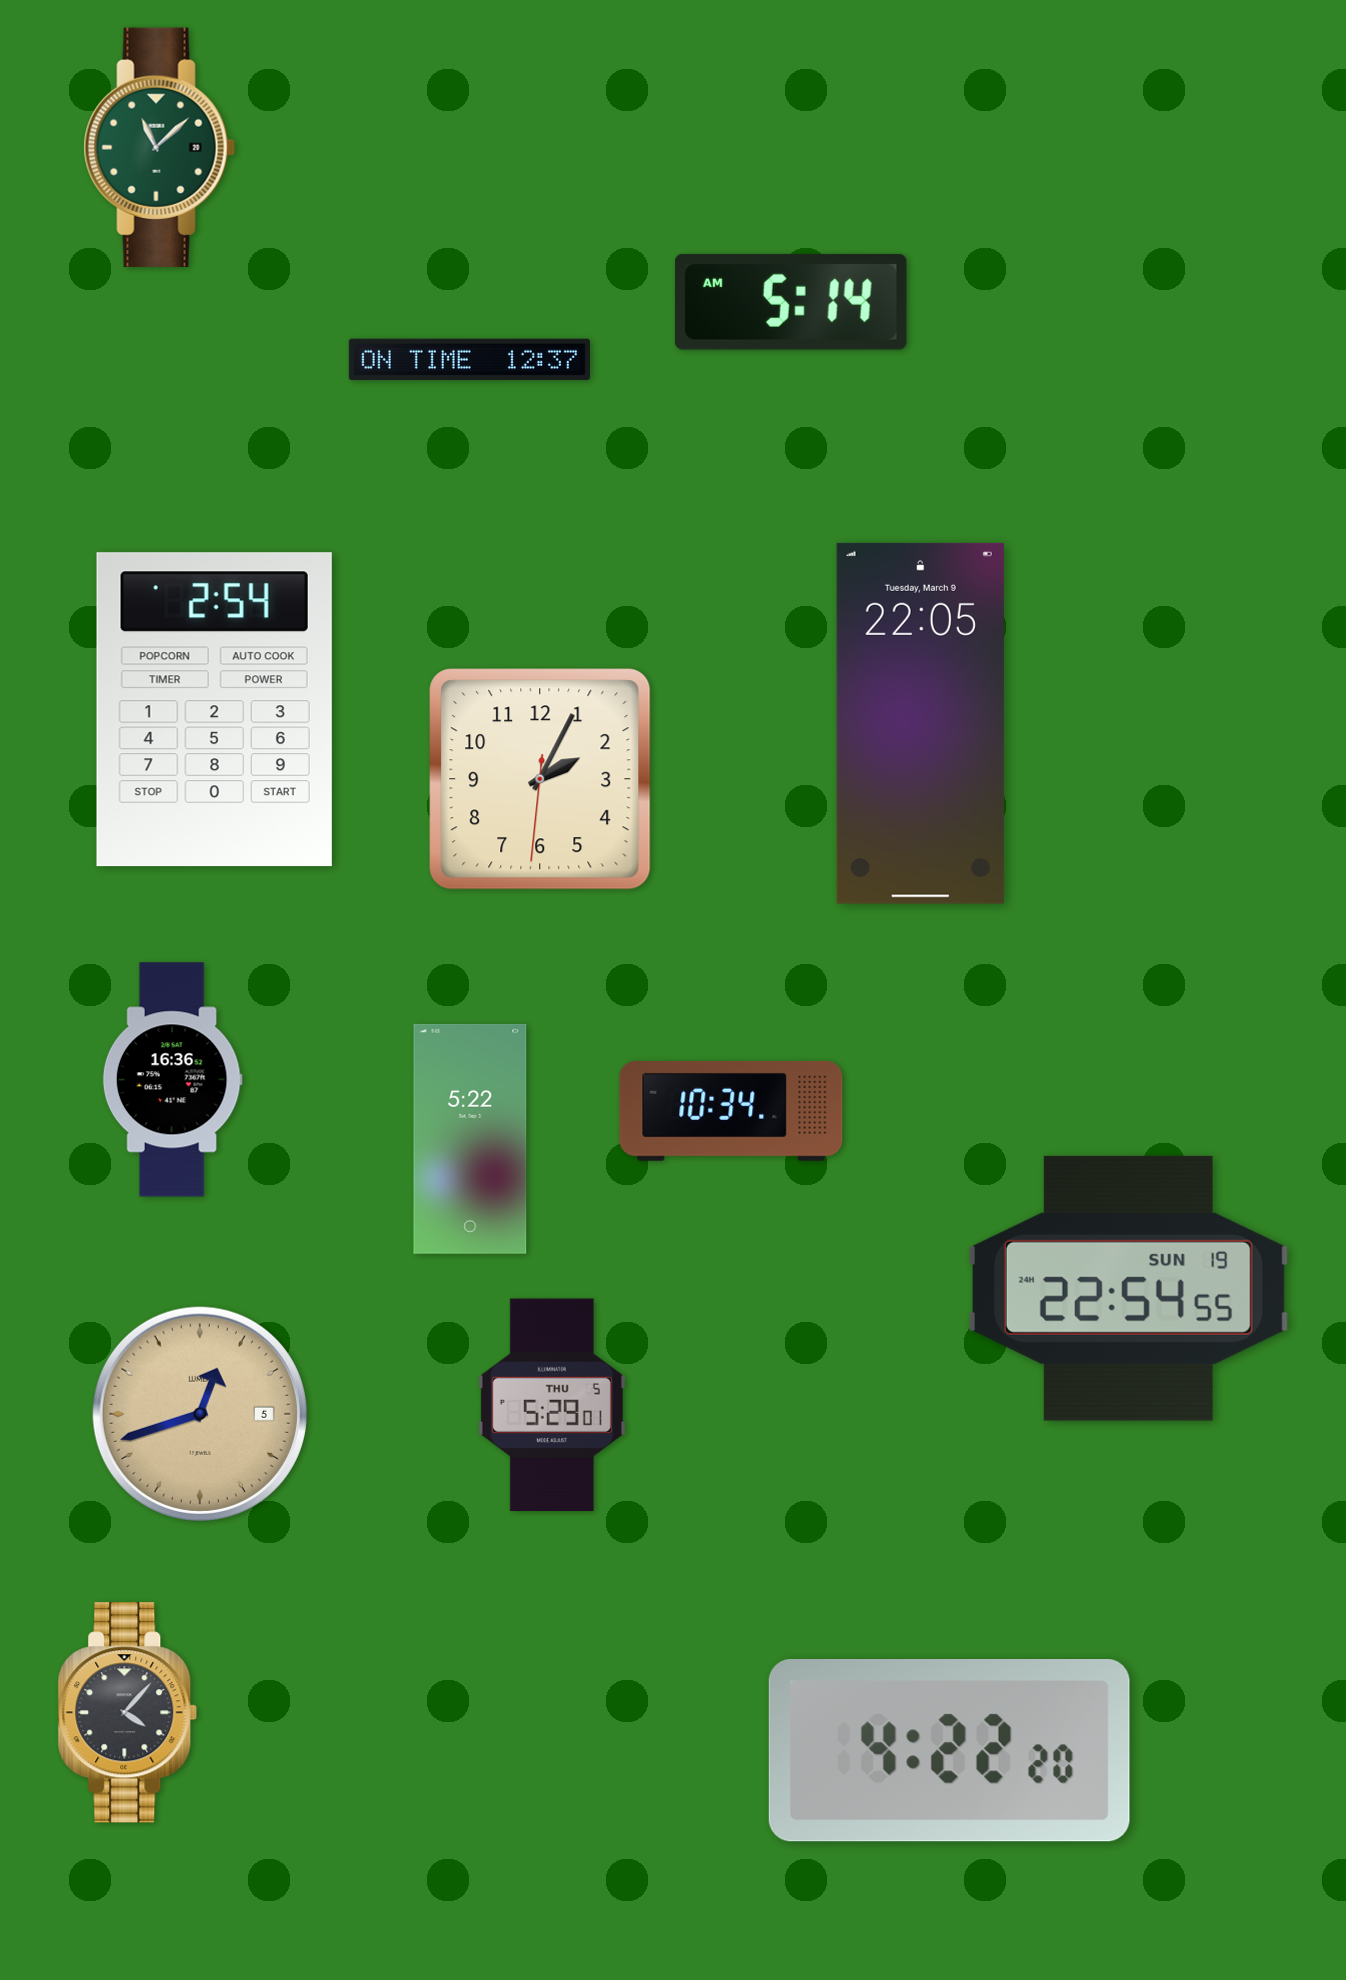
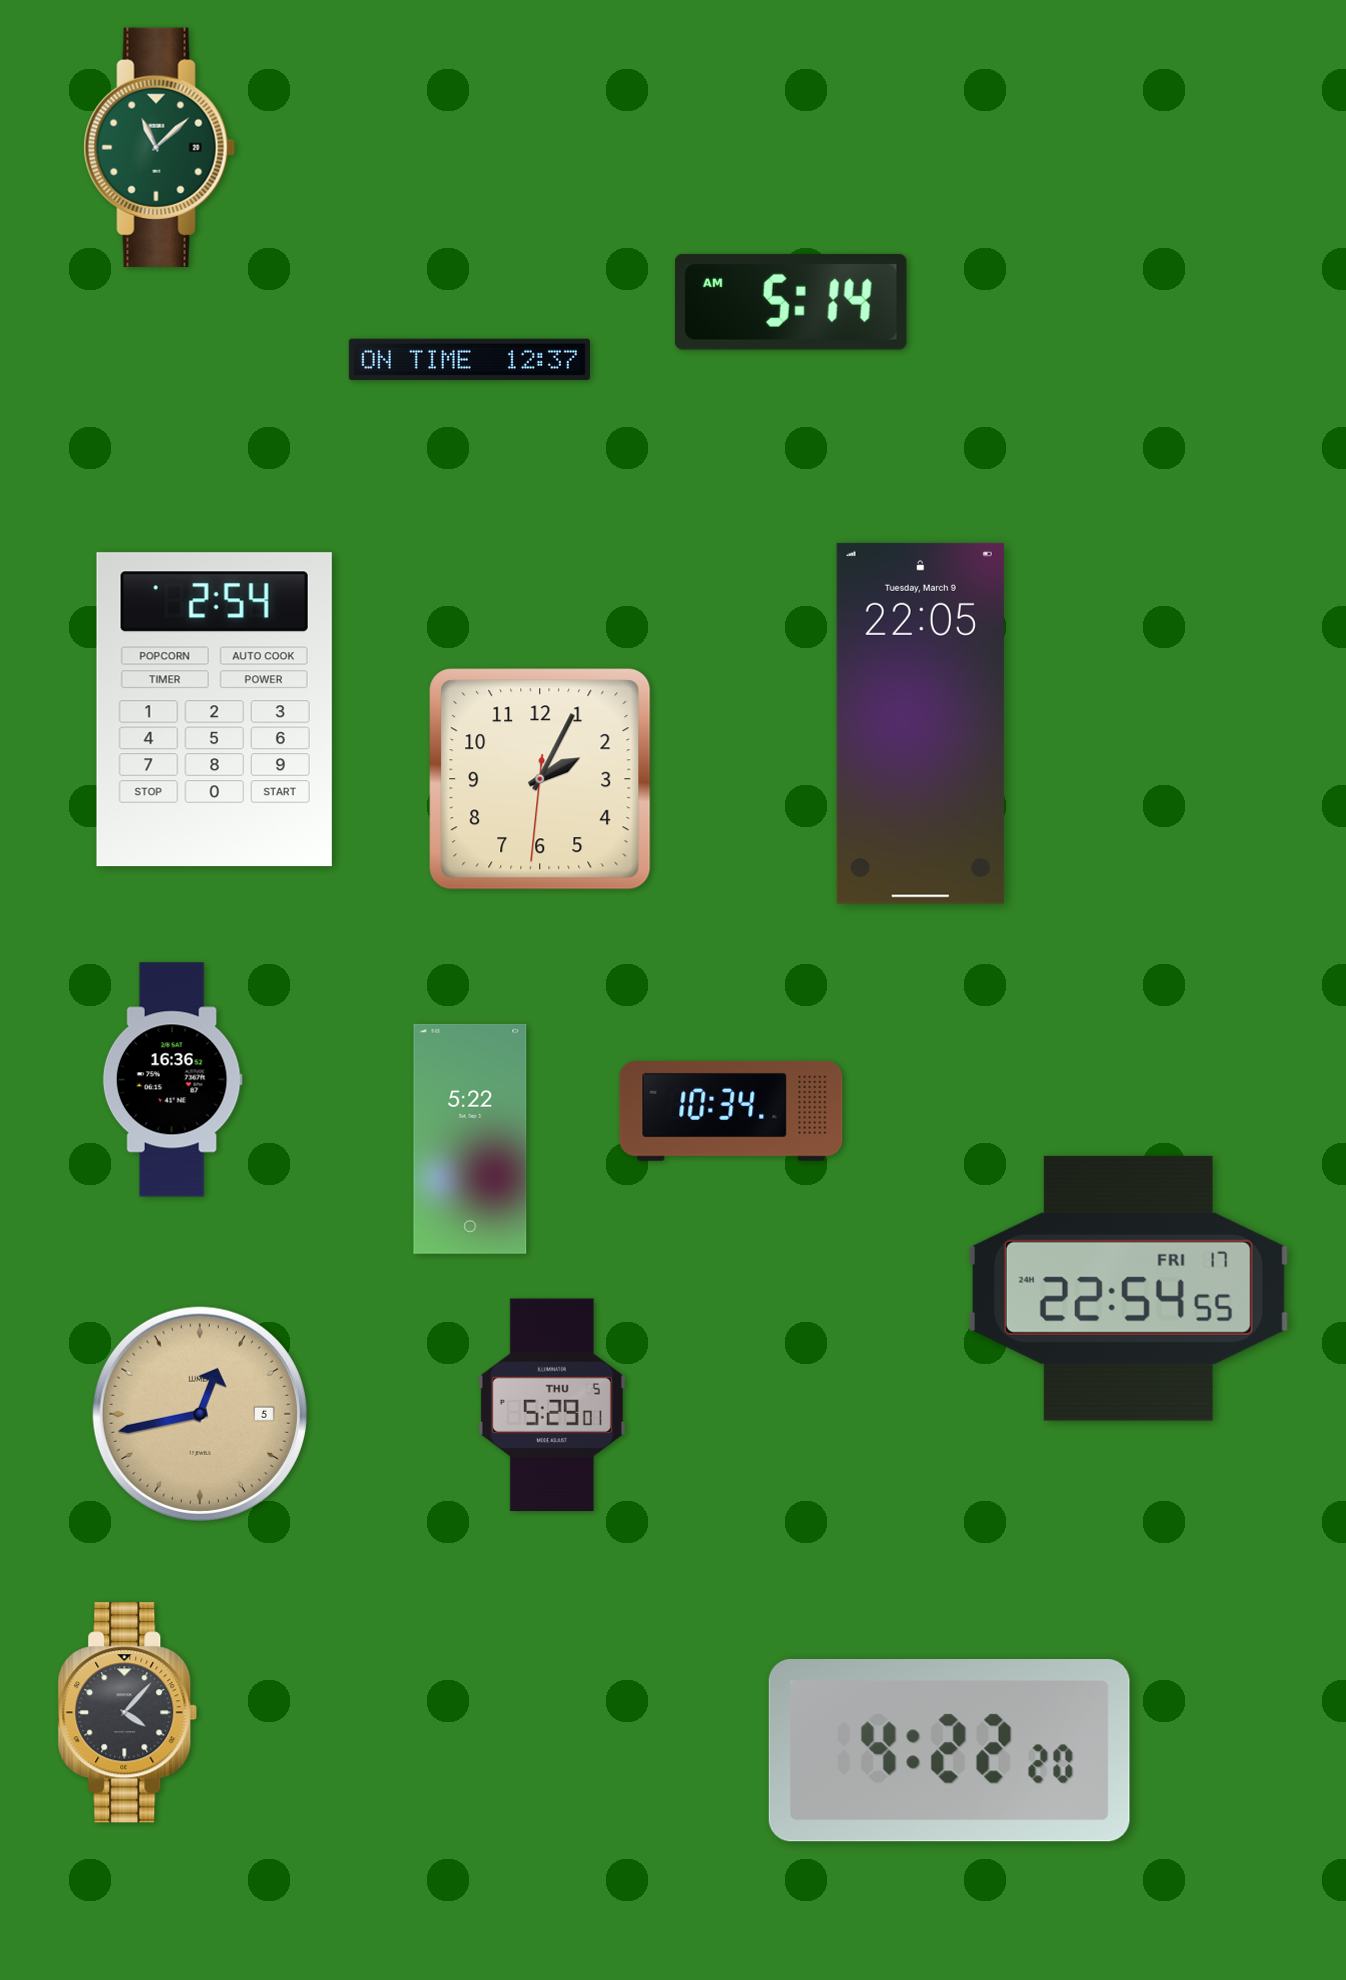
clock at (1128, 1288) date: SUN 19 -> FRI 17
clock at (200, 1414): 12:42 -> 12:43
